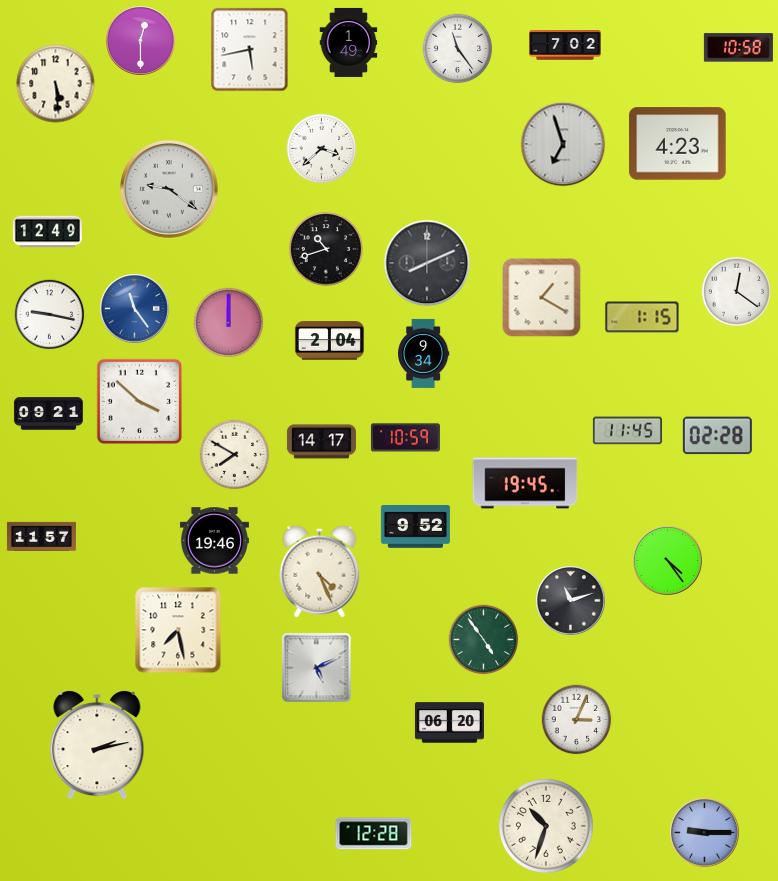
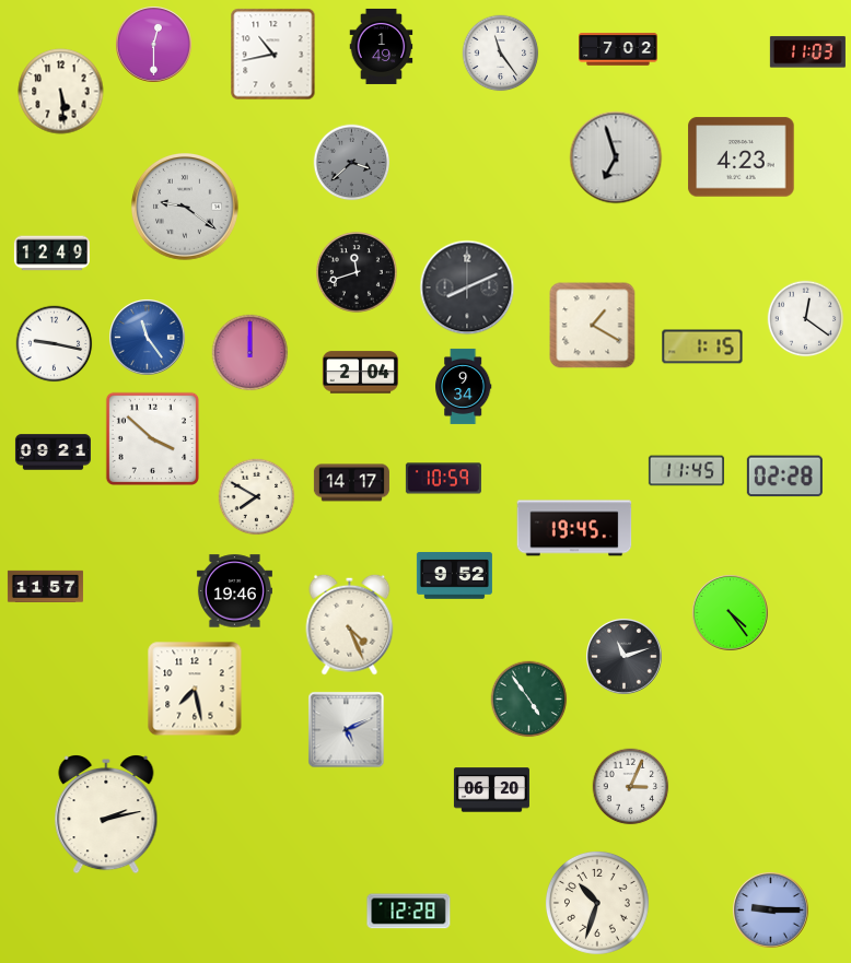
clock at (738, 48): 10:58 -> 11:03
clock at (250, 50): 5:43 -> 10:43
clock at (322, 149) dial: white -> grey
clock at (326, 249): 10:42 -> 11:42
